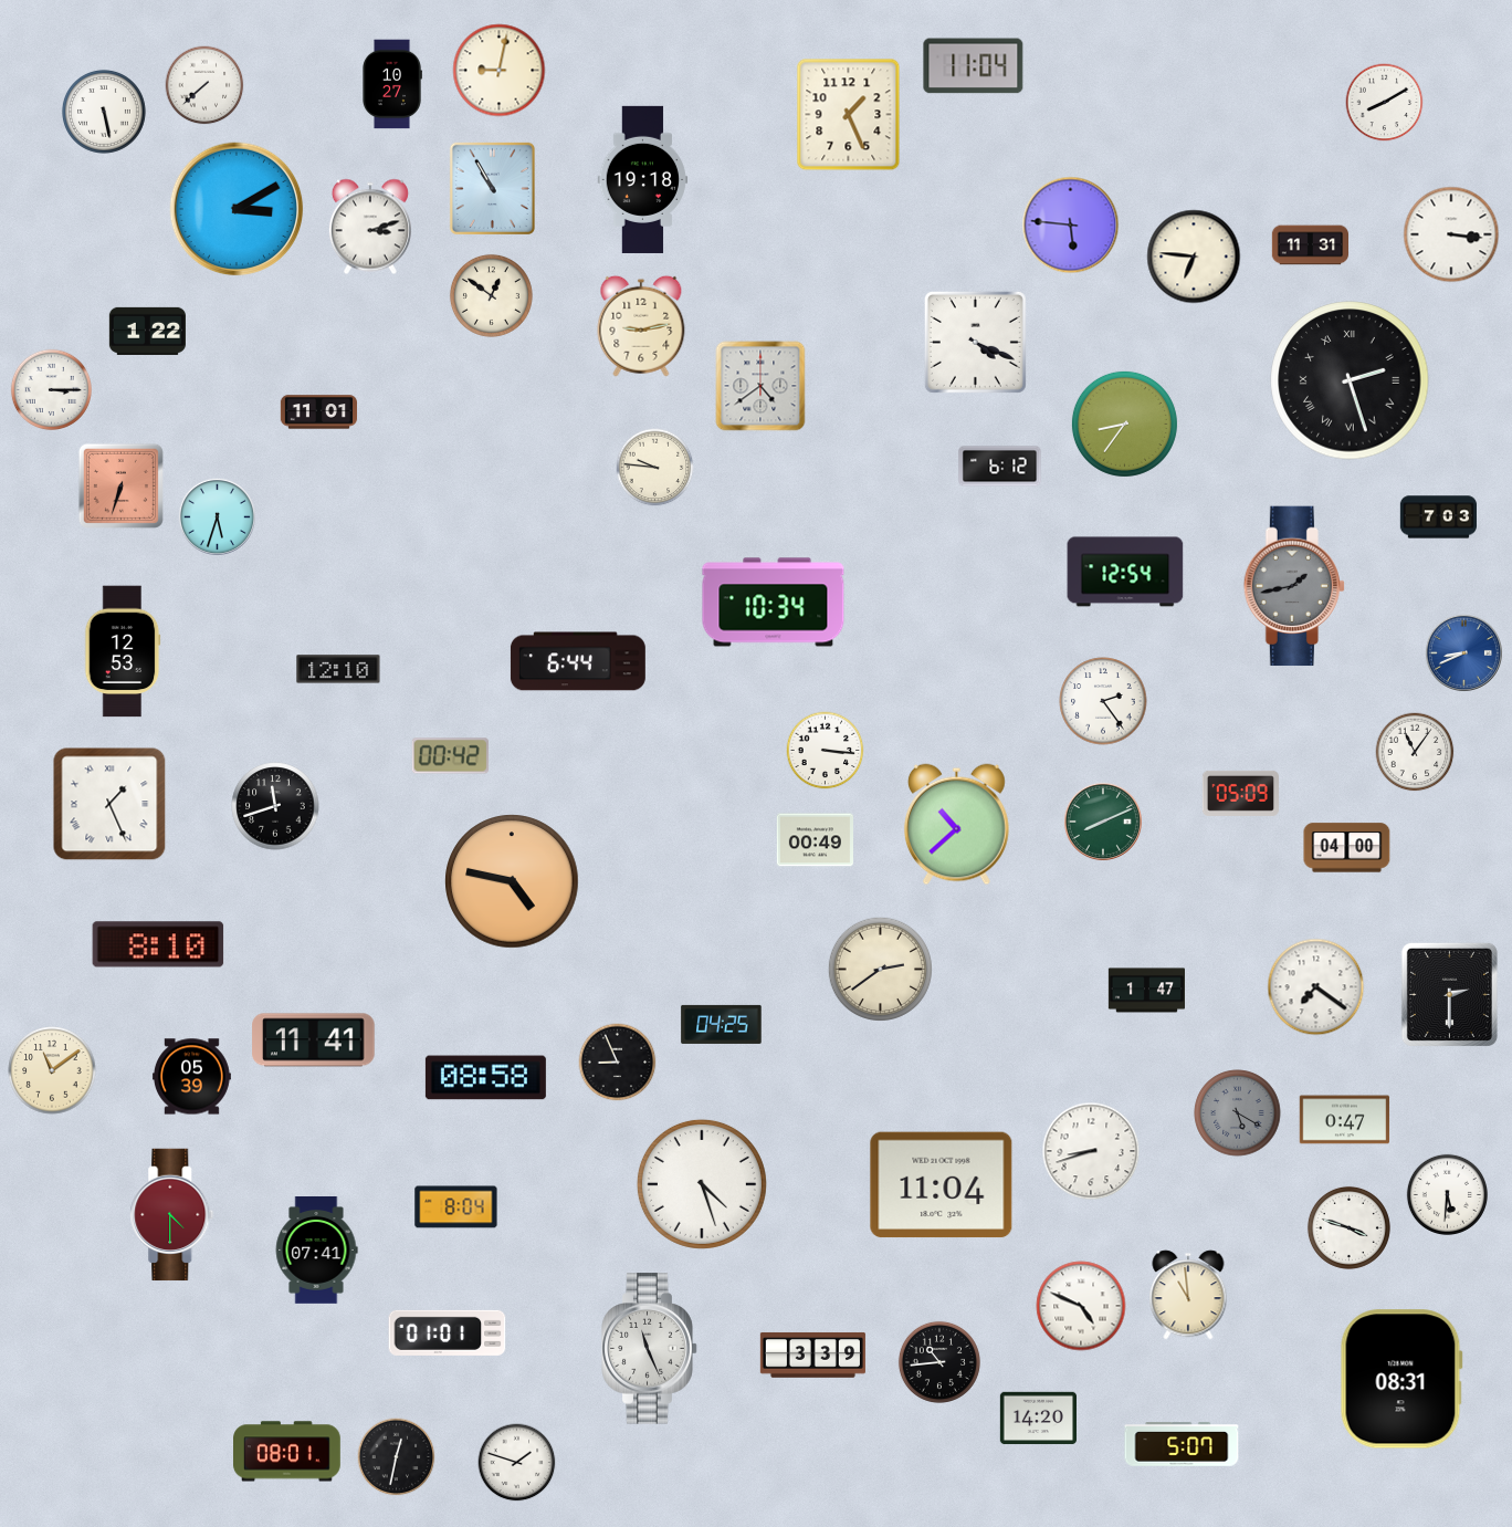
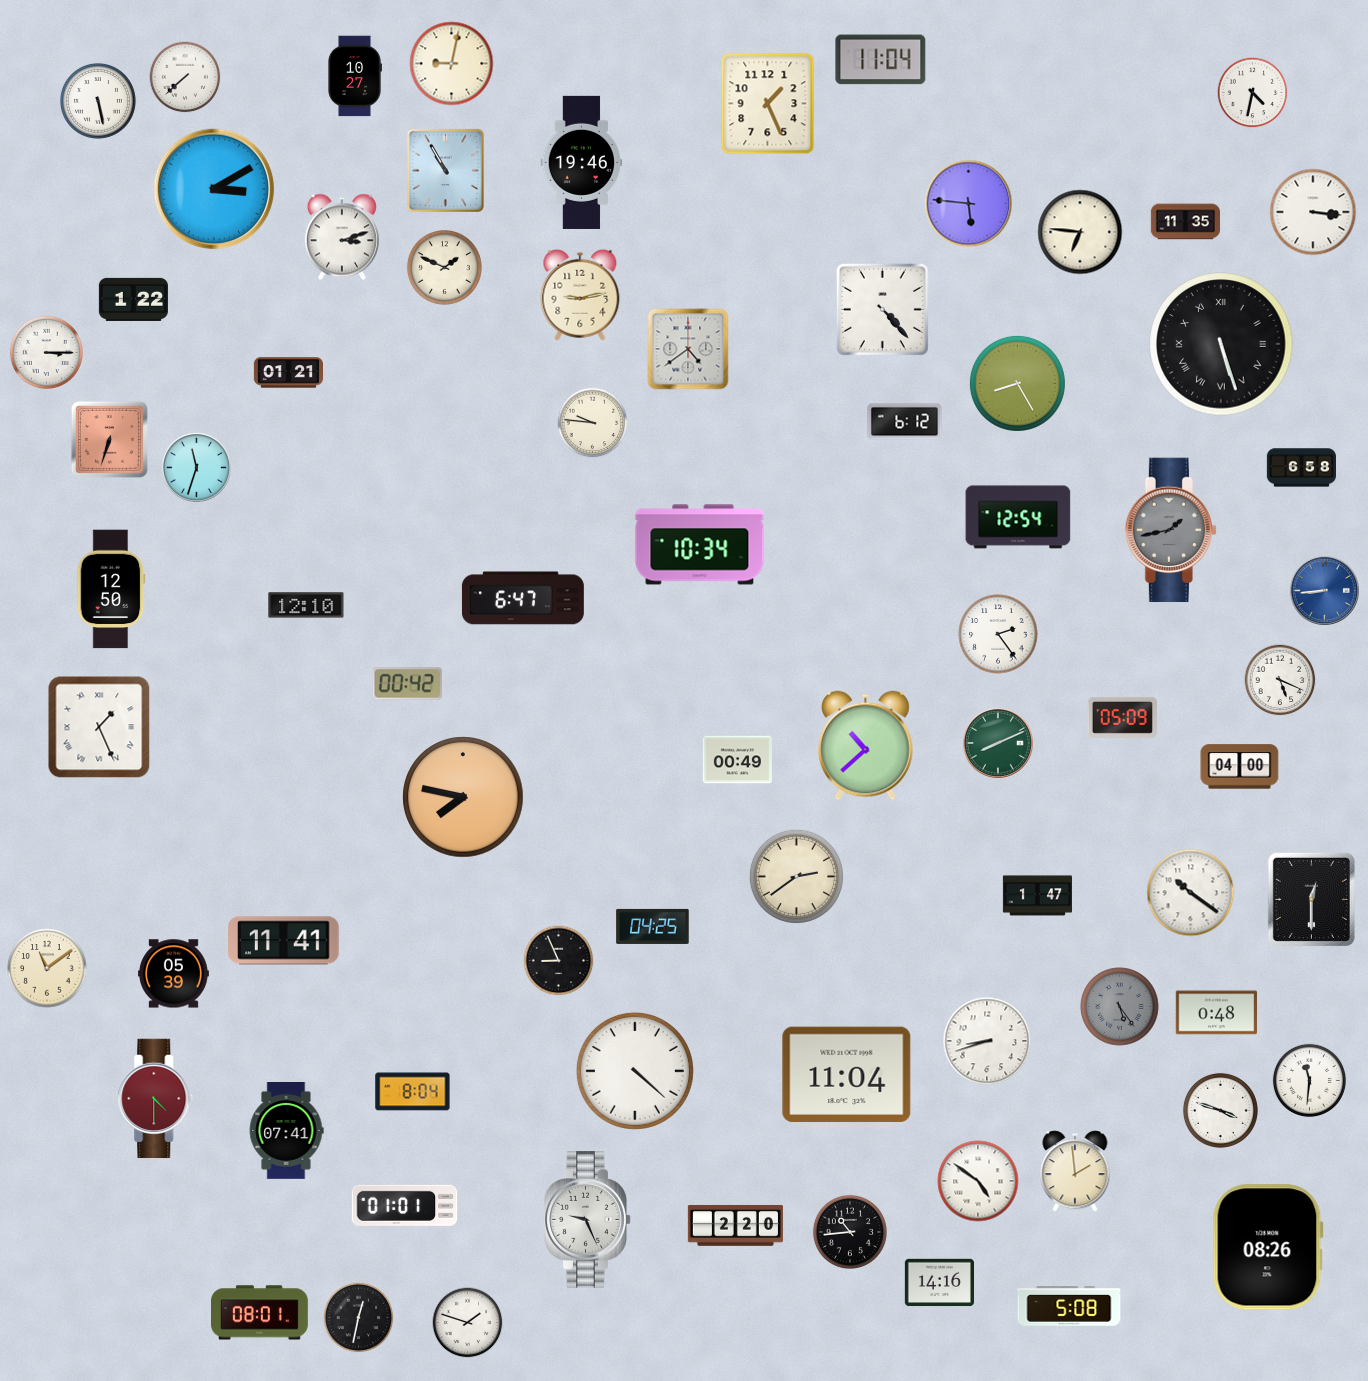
clock at (1385, 103): 8:10 -> 4:32
clock at (104, 112) position: (104, 112) -> (98, 101)
clock at (643, 179): 19:18 -> 19:46
clock at (370, 227) position: (370, 227) -> (342, 237)
clock at (1310, 245): 11:31 -> 11:35
clock at (491, 295): 12:51 -> 1:49
clock at (975, 342): 4:19 -> 4:23
clock at (1350, 380): 2:27 -> 5:27
clock at (319, 412): 11:01 -> 01:21
clock at (1124, 423): 8:36 -> 8:25
clock at (217, 516): 5:33 -> 11:33
clock at (1438, 517): 7:03 -> 6:58
clock at (123, 651): 12:53 -> 12:50
clock at (1463, 652): 8:41 -> 8:44
clock at (578, 661): 6:44 -> 6:47
clock at (826, 751): 3:16 -> none
clock at (1415, 752): 11:06 -> 5:19
clock at (275, 806): 11:42 -> none
clock at (1347, 848) position: (1347, 848) -> (1240, 767)
clock at (512, 881): 4:47 -> 7:47
clock at (158, 944): 8:10 -> none
clock at (1316, 987): 7:21 -> 10:21
clock at (1449, 994): 2:30 -> 12:30
clock at (485, 1078): 08:58 -> none
clock at (1238, 1113): 5:20 -> 5:24
clock at (1345, 1120): 0:47 -> 0:48
clock at (702, 1184): 4:27 -> 4:22
clock at (942, 1185) position: (942, 1185) -> (847, 1075)
clock at (1447, 1194): 5:31 -> 11:31
clock at (1188, 1295): 10:59 -> 1:59
clock at (1081, 1306): 4:49 -> 4:51
clock at (650, 1349): 11:26 -> 9:26
clock at (812, 1356): 3:39 -> 2:20
clock at (1401, 1379): 08:31 -> 08:26
clock at (1038, 1419): 14:20 -> 14:16
clock at (1182, 1444): 5:07 -> 5:08
